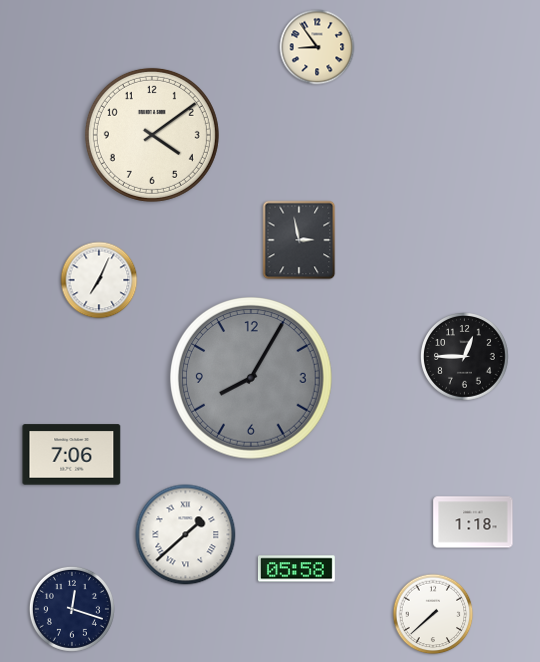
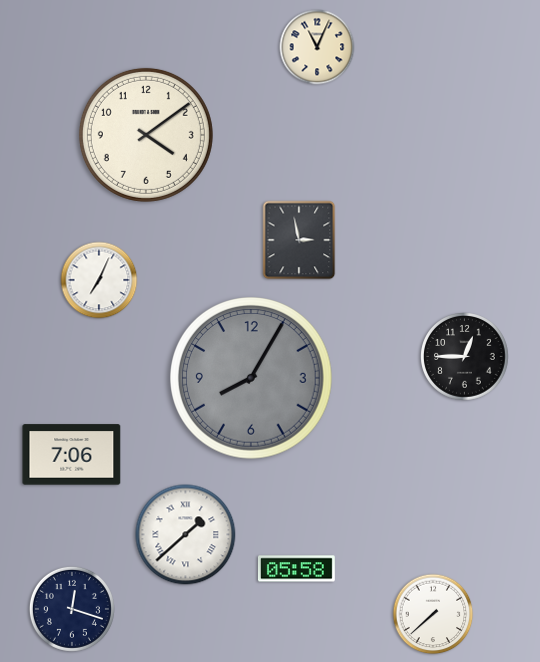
clock at (317, 47): 8:54 -> 11:04
clock at (152, 135) position: (152, 135) -> (146, 135)
clock at (473, 522): 1:18 -> none
